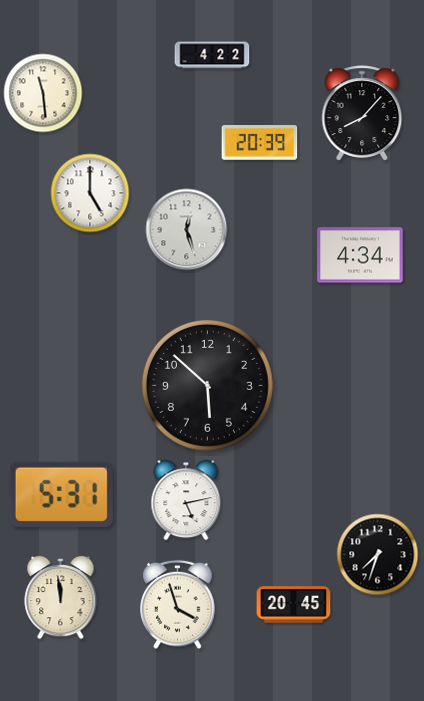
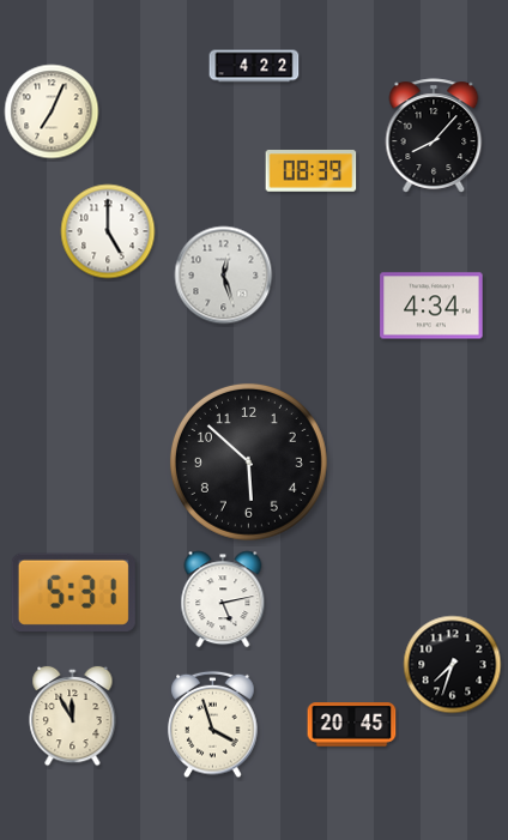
clock at (43, 93): 11:29 -> 7:04
clock at (260, 143): 20:39 -> 08:39
clock at (61, 598): 11:59 -> 11:55
